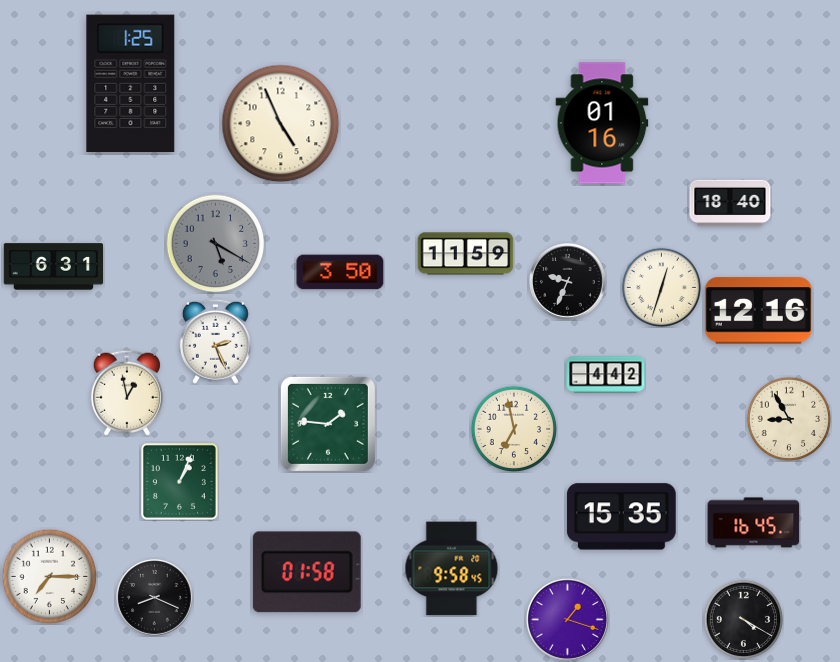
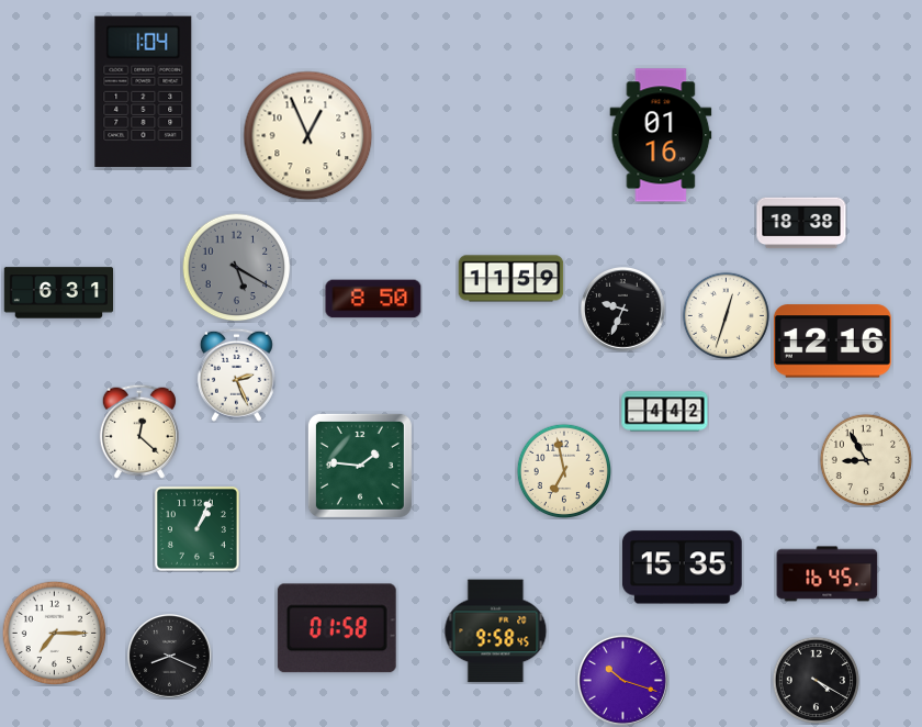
clock at (131, 83): 1:25 -> 1:04
clock at (281, 124): 4:56 -> 12:56
clock at (730, 203): 18:40 -> 18:38
clock at (340, 272): 3:50 -> 8:50
clock at (127, 393): 12:58 -> 12:22
clock at (452, 569) position: (452, 569) -> (496, 631)
clock at (567, 619): 1:18 -> 10:18
